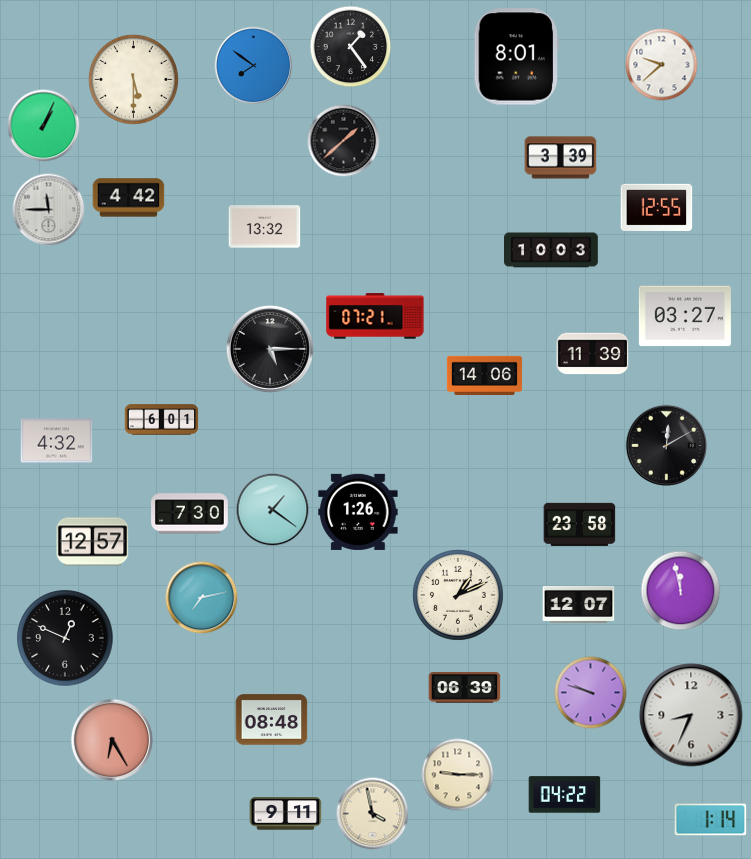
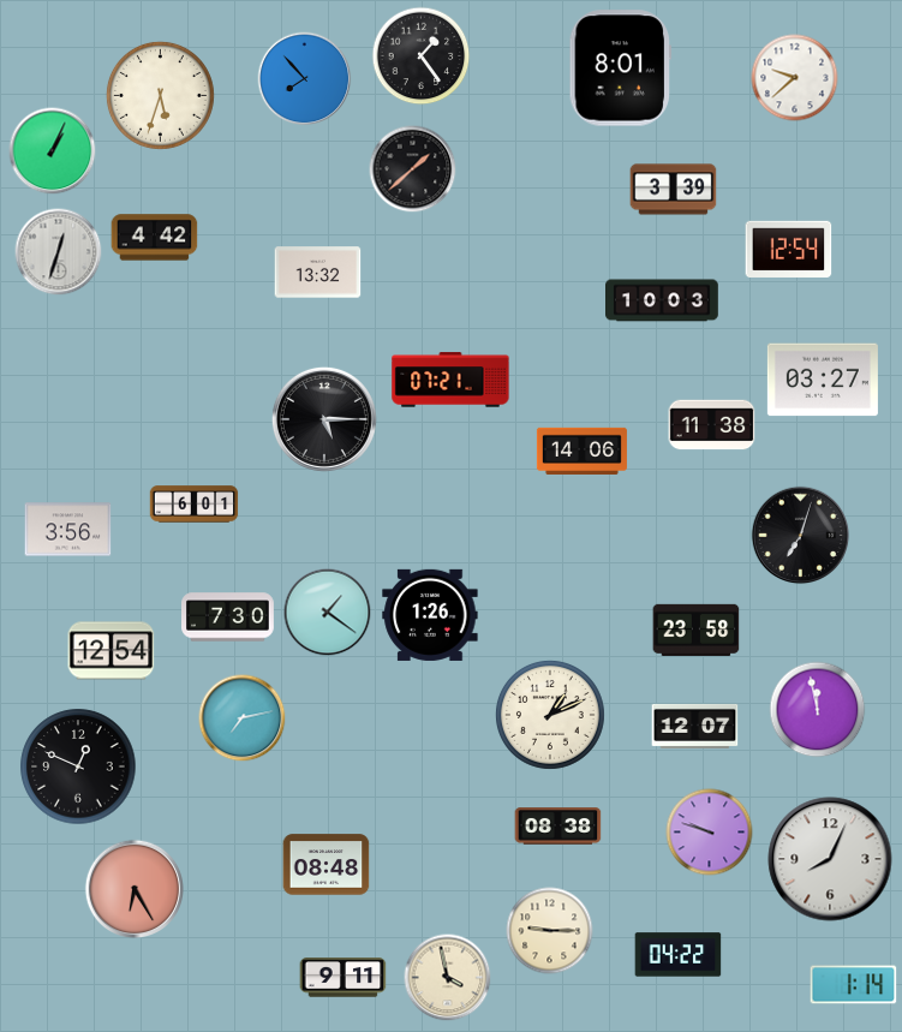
clock at (254, 66): 7:51 -> 7:53
clock at (133, 79): 5:30 -> 5:33
clock at (657, 207): 12:55 -> 12:54
clock at (49, 210): 11:45 -> 12:33
clock at (593, 354): 11:39 -> 11:38
clock at (57, 441): 4:32 -> 3:56
clock at (667, 446): 12:10 -> 7:03
clock at (93, 542): 12:57 -> 12:54
clock at (465, 688): 06:39 -> 08:38
clock at (691, 715): 8:34 -> 8:04
